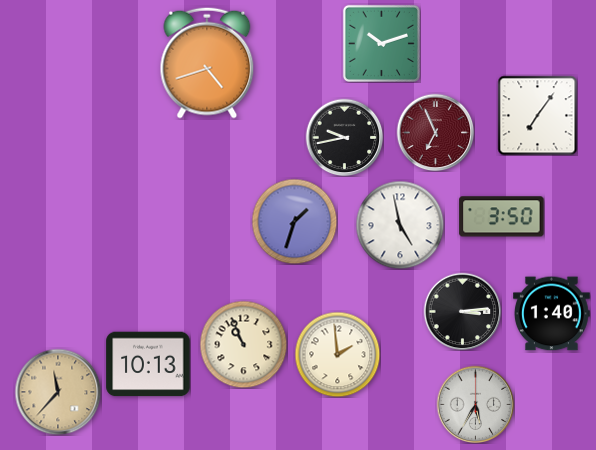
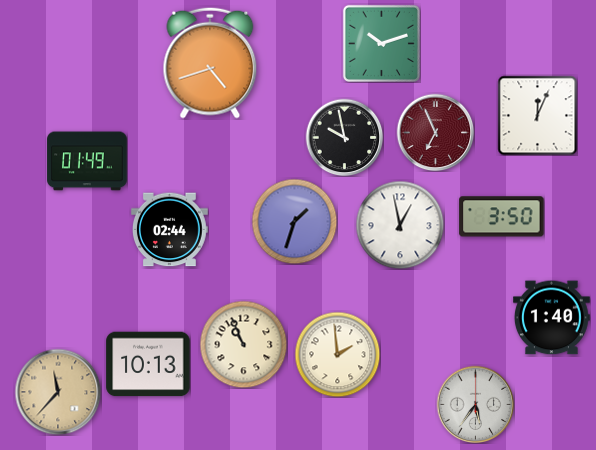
clock at (207, 63) position: (207, 63) -> (210, 63)
clock at (537, 115): 7:06 -> 12:04
clock at (344, 137): 9:43 -> 9:58
clock at (87, 161): none -> 01:49
clock at (400, 225): 4:58 -> 12:58
clock at (170, 230): none -> 02:44
clock at (462, 311): 3:14 -> none
clock at (552, 314) position: (552, 314) -> (552, 318)
clock at (475, 404): 5:35 -> 5:36
